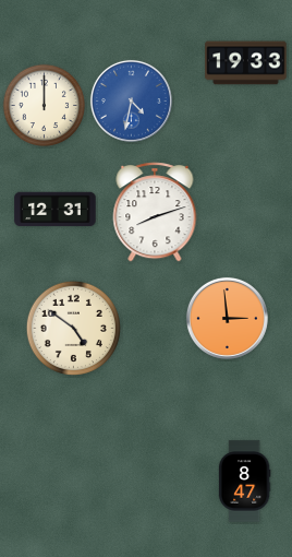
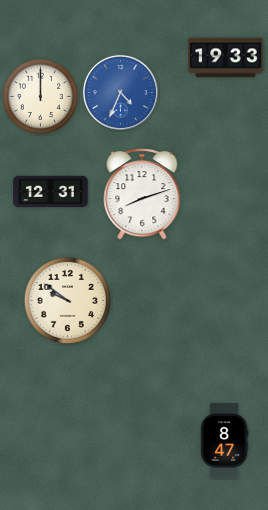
clock at (131, 100): 4:32 -> 4:34
clock at (227, 318): 2:59 -> none
clock at (73, 328): 4:51 -> 9:51
